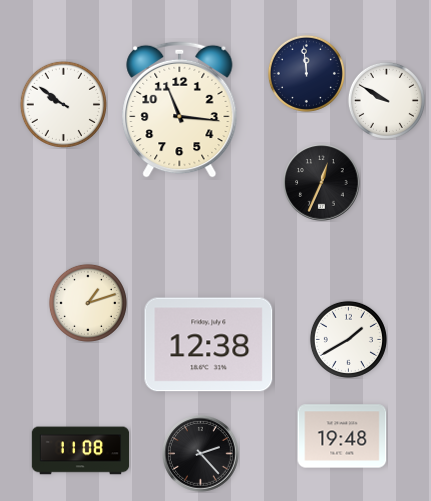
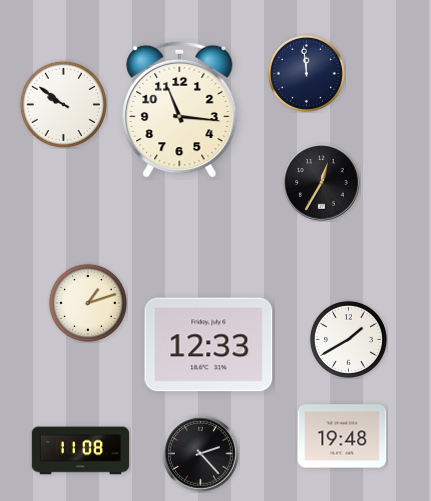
clock at (386, 100): 9:50 -> none
clock at (322, 183): 12:34 -> 12:35
clock at (209, 345): 12:38 -> 12:33
